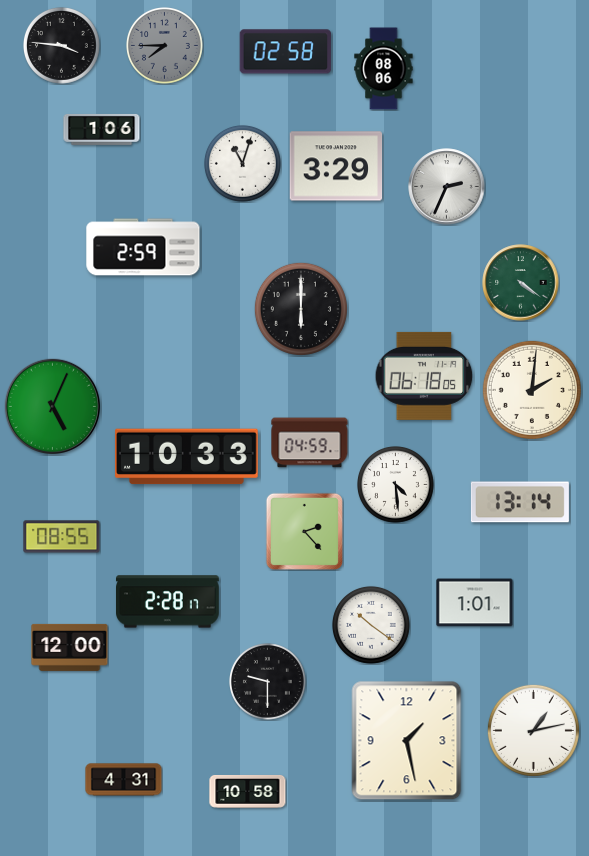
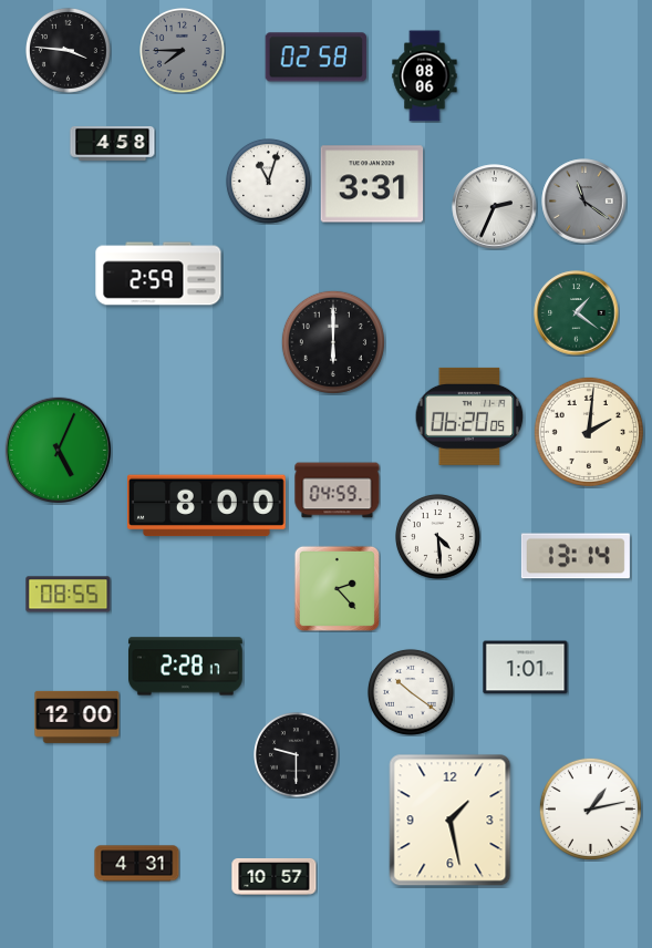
clock at (102, 129): 1:06 -> 4:58
clock at (336, 166): 3:29 -> 3:31
clock at (584, 202): none -> 11:21
clock at (521, 283): 4:21 -> 1:21
clock at (424, 376): 06:18 -> 06:20
clock at (310, 443) position: (310, 443) -> (338, 491)
clock at (187, 457): 10:33 -> 8:00
clock at (248, 792): 10:58 -> 10:57
